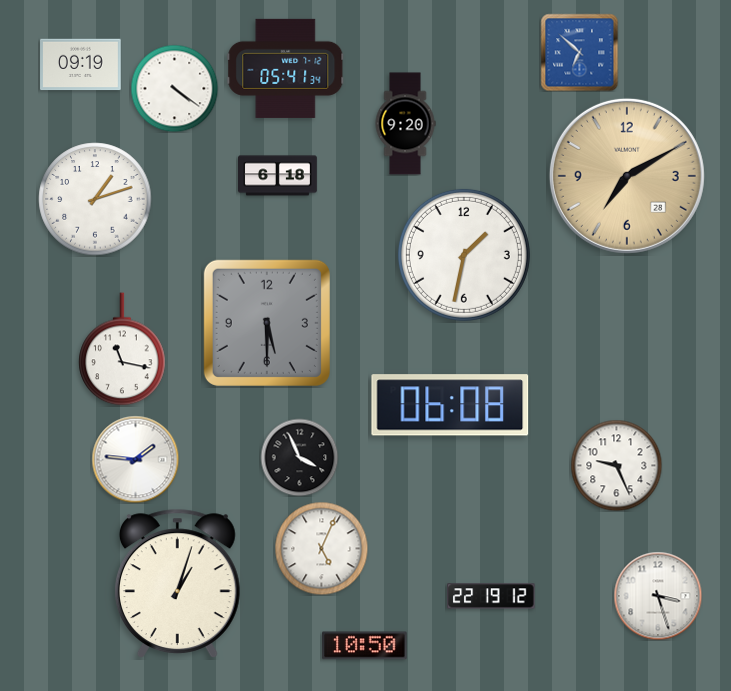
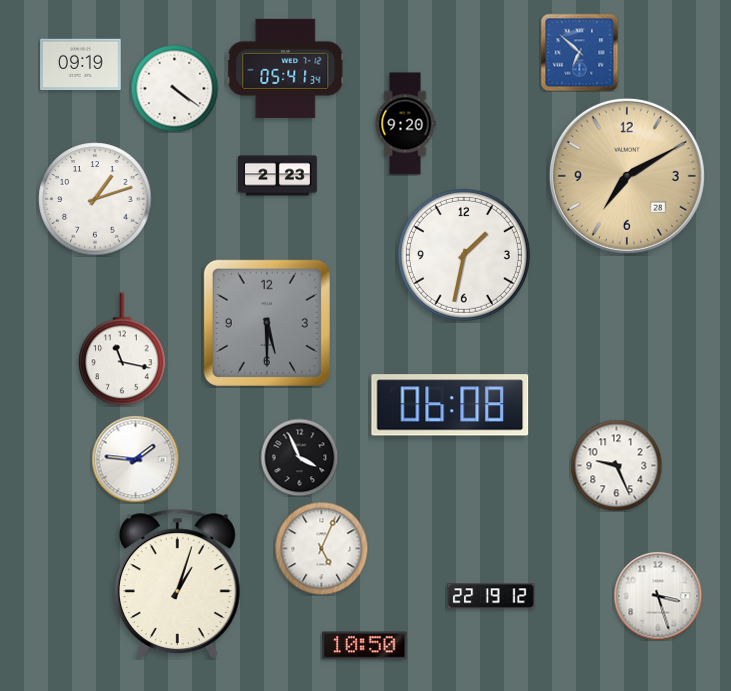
clock at (278, 176): 6:18 -> 2:23
